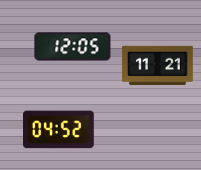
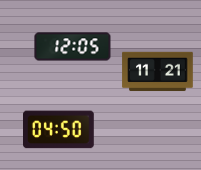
clock at (158, 66) position: (158, 66) -> (158, 72)
clock at (59, 130): 04:52 -> 04:50
